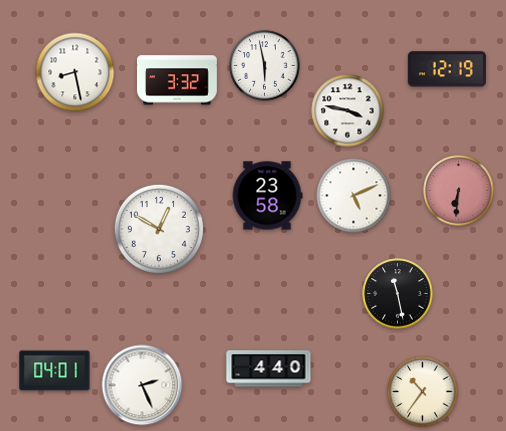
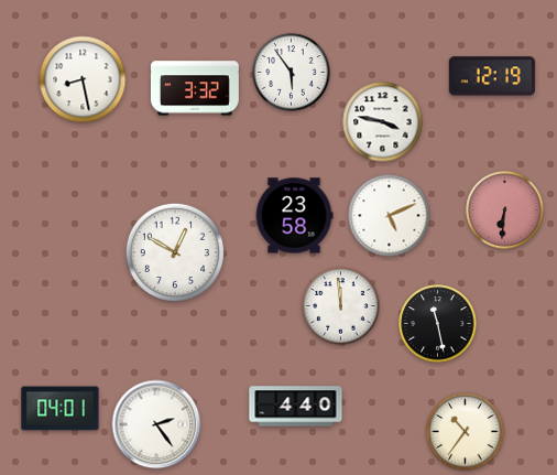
clock at (265, 66): 5:58 -> 5:54
clock at (341, 306): none -> 11:59
clock at (142, 385): 2:26 -> 2:24
